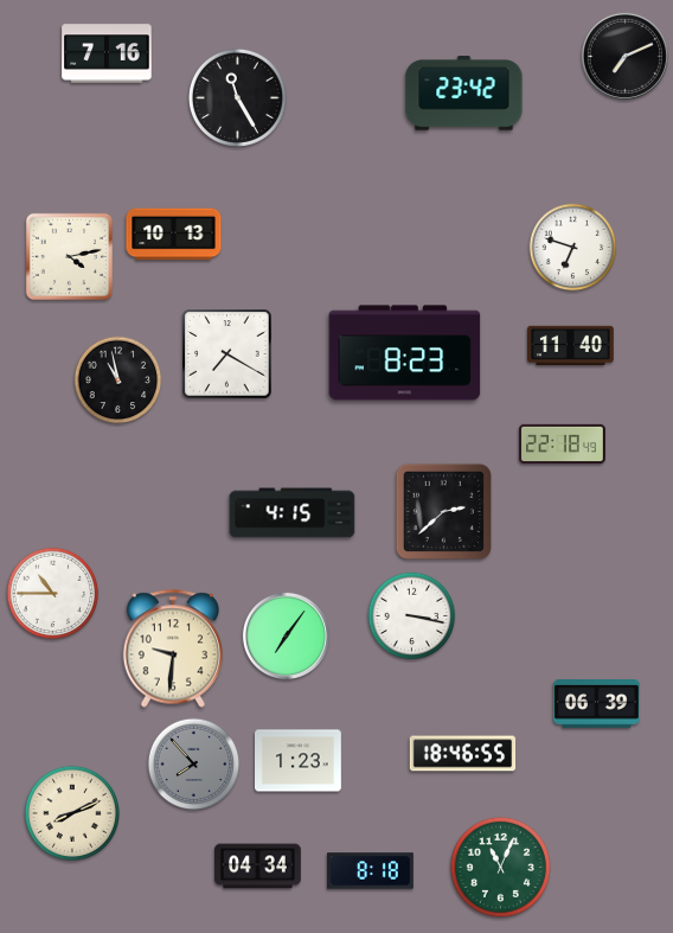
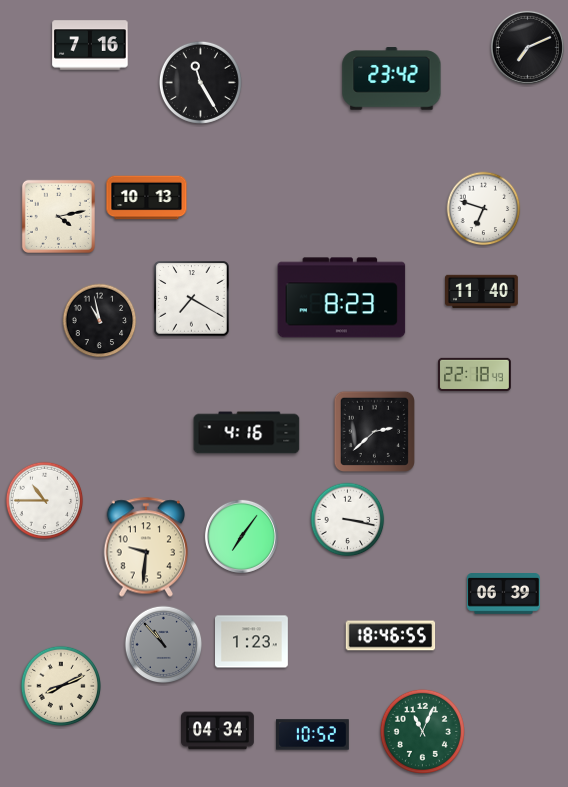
clock at (293, 513): 4:15 -> 4:16
clock at (194, 765): 7:53 -> 10:53
clock at (371, 871): 8:18 -> 10:52
